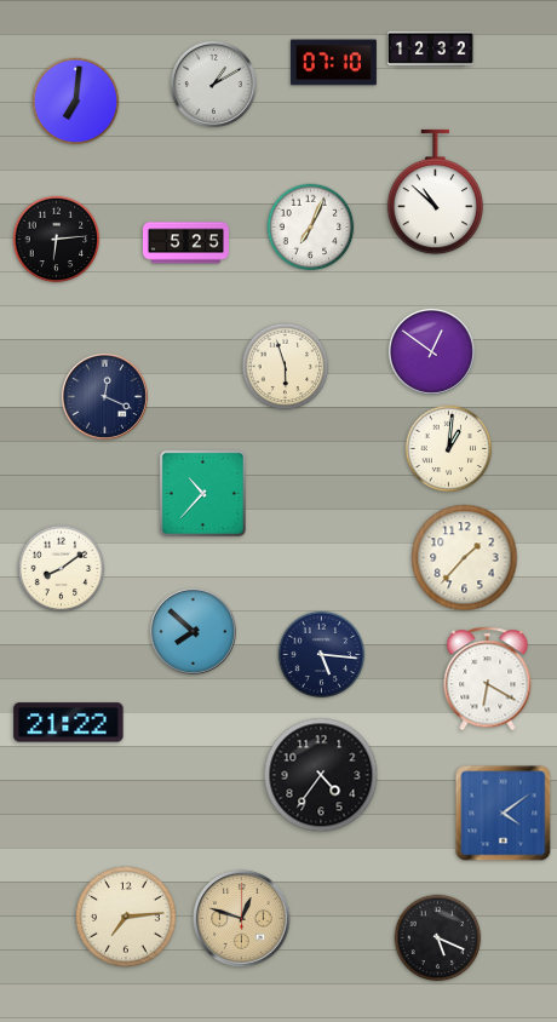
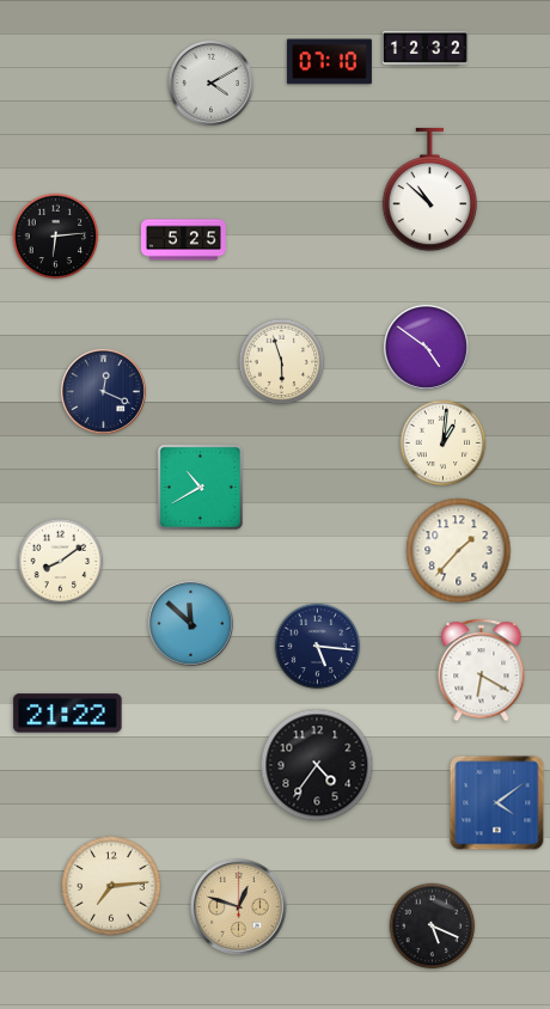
clock at (213, 84): 1:10 -> 4:10
clock at (76, 102): 7:01 -> none
clock at (311, 228): 7:04 -> none
clock at (431, 351): 12:51 -> 4:51
clock at (202, 493): 10:37 -> 10:40
clock at (193, 631): 7:52 -> 11:52
clock at (126, 917) position: (126, 917) -> (111, 886)
